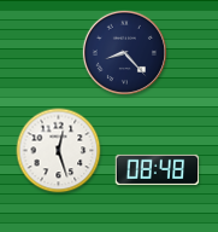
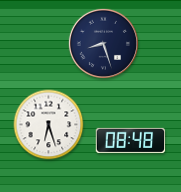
clock at (124, 52): 8:23 -> 8:27
clock at (59, 151): 12:27 -> 6:27
